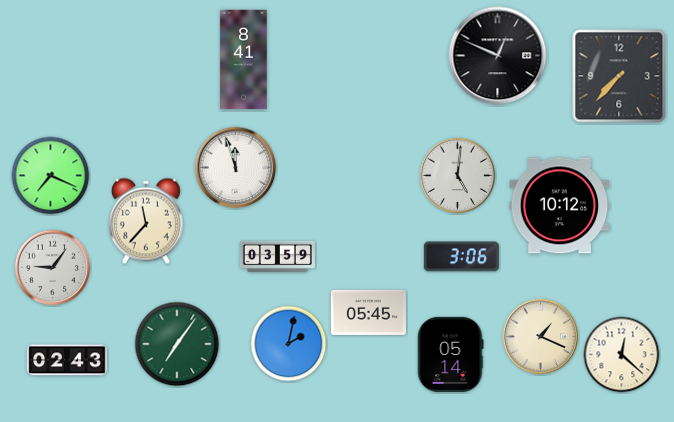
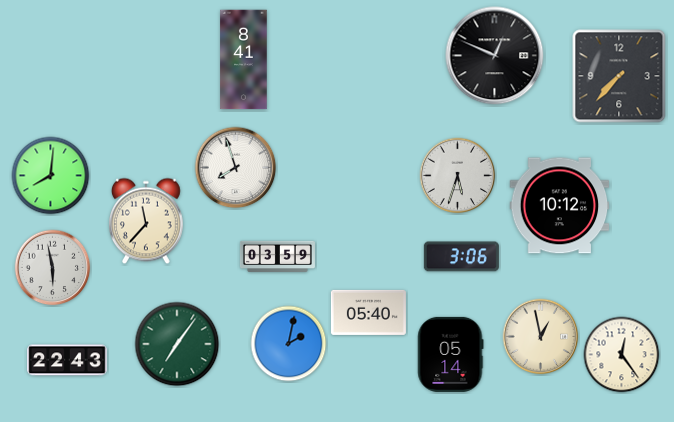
clock at (498, 56) position: (498, 56) -> (495, 56)
clock at (236, 168): 11:57 -> 7:57
clock at (51, 176): 7:19 -> 8:01
clock at (458, 176): 5:01 -> 5:33
clock at (53, 268): 9:06 -> 5:58
clock at (368, 312): 05:45 -> 05:40
clock at (541, 337): 1:19 -> 12:58
clock at (622, 355): 12:22 -> 12:24
clock at (67, 360): 02:43 -> 22:43
